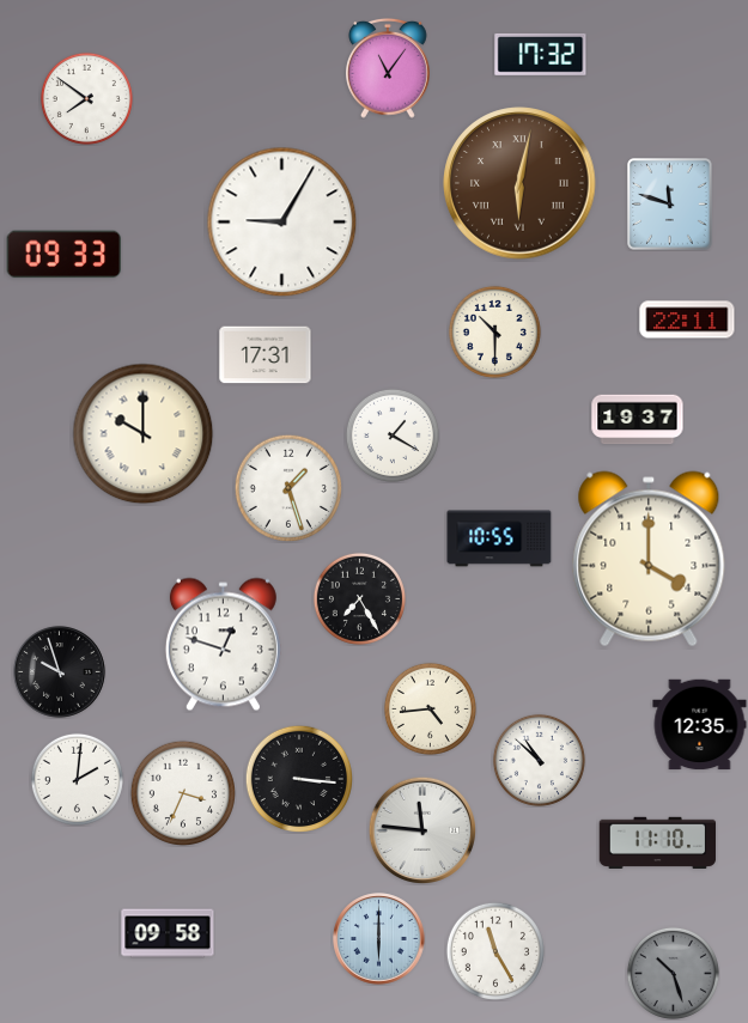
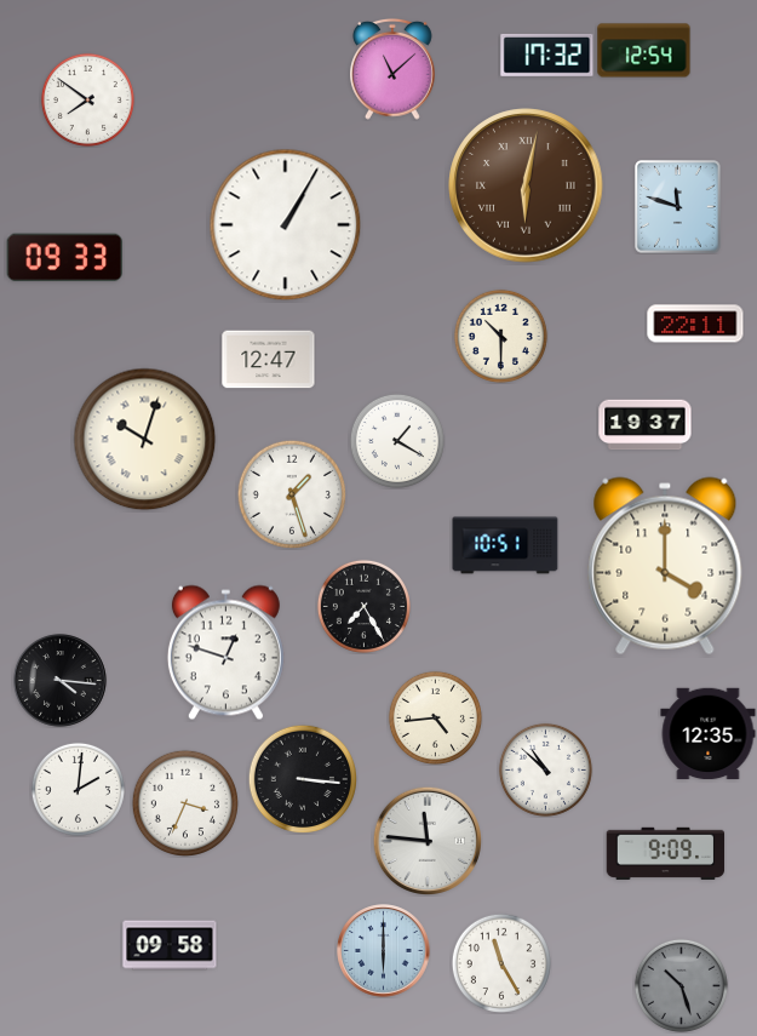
clock at (644, 51): none -> 12:54
clock at (389, 68): 11:06 -> 11:08
clock at (282, 223): 9:05 -> 1:05
clock at (266, 355): 17:31 -> 12:47
clock at (144, 434): 10:00 -> 10:03
clock at (499, 538): 10:55 -> 10:51
clock at (649, 559) position: (649, 559) -> (665, 566)
clock at (60, 672): 9:57 -> 4:16
clock at (298, 778) position: (298, 778) -> (302, 778)
clock at (658, 842): 11:10 -> 9:09
